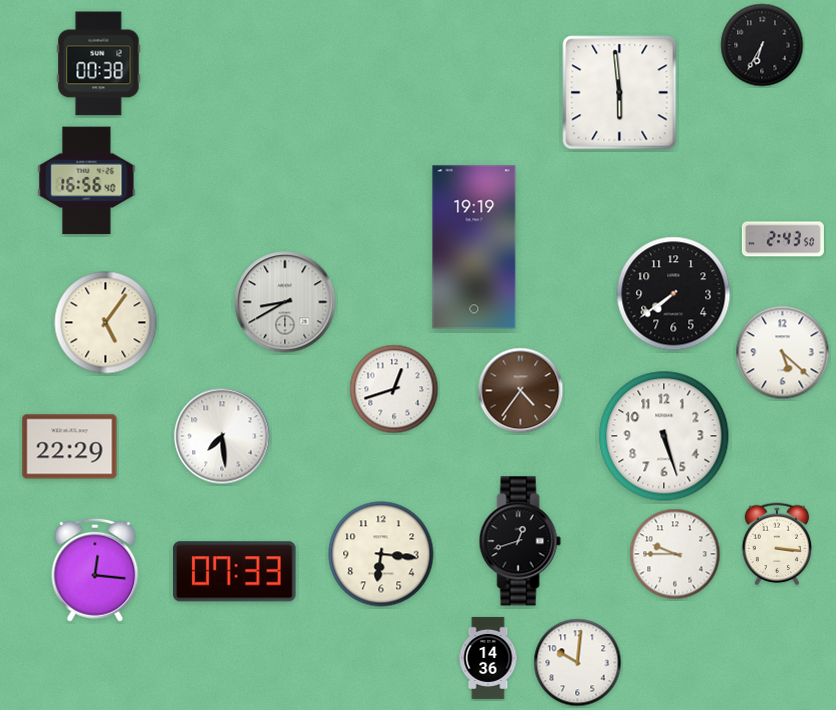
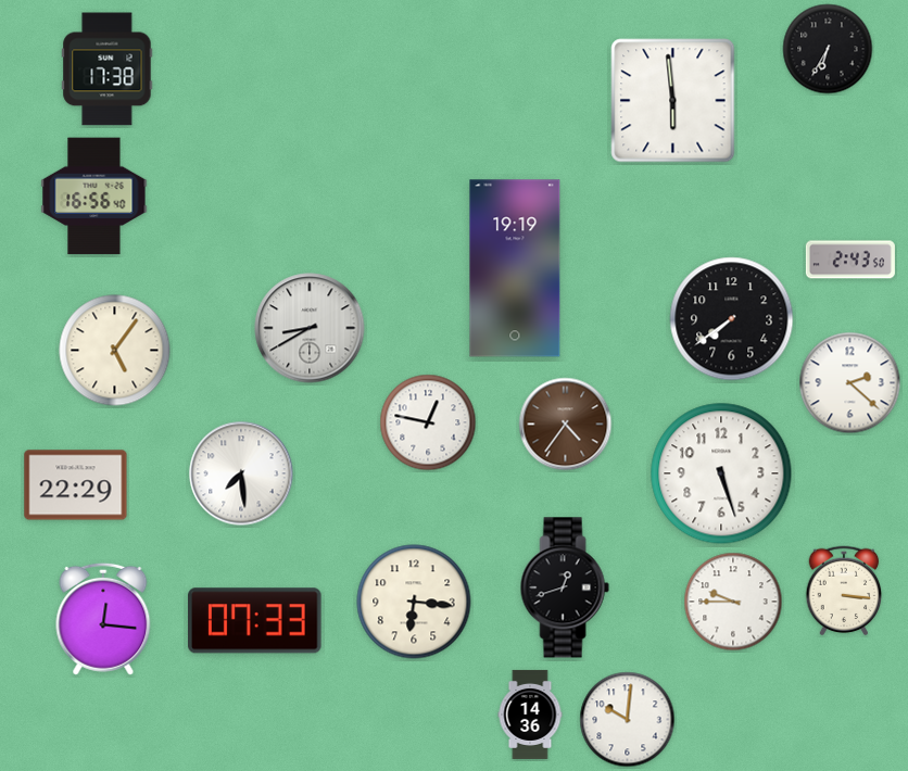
clock at (99, 64): 00:38 -> 17:38
clock at (783, 353): 5:22 -> 2:22
clock at (394, 389): 12:42 -> 12:47
